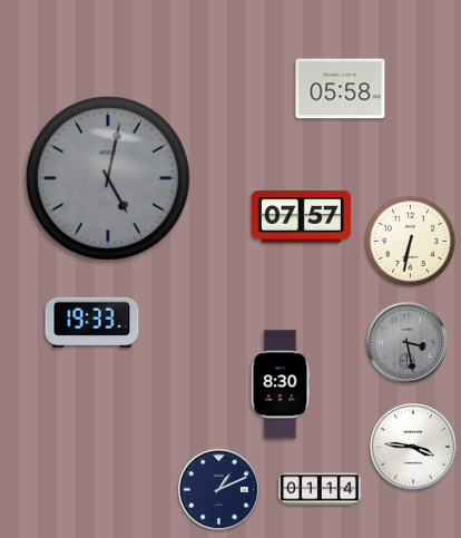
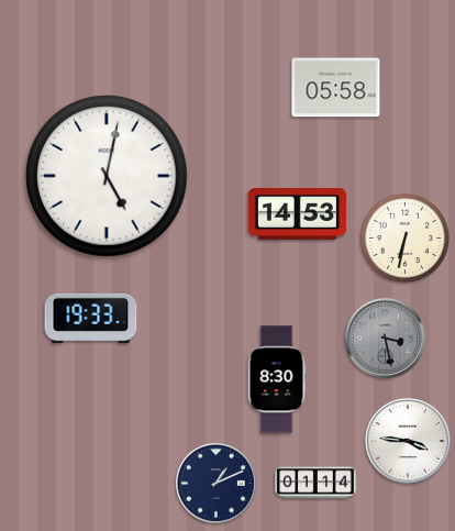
clock at (108, 178) dial: grey -> white
clock at (301, 217): 07:57 -> 14:53
clock at (406, 342) position: (406, 342) -> (385, 338)
